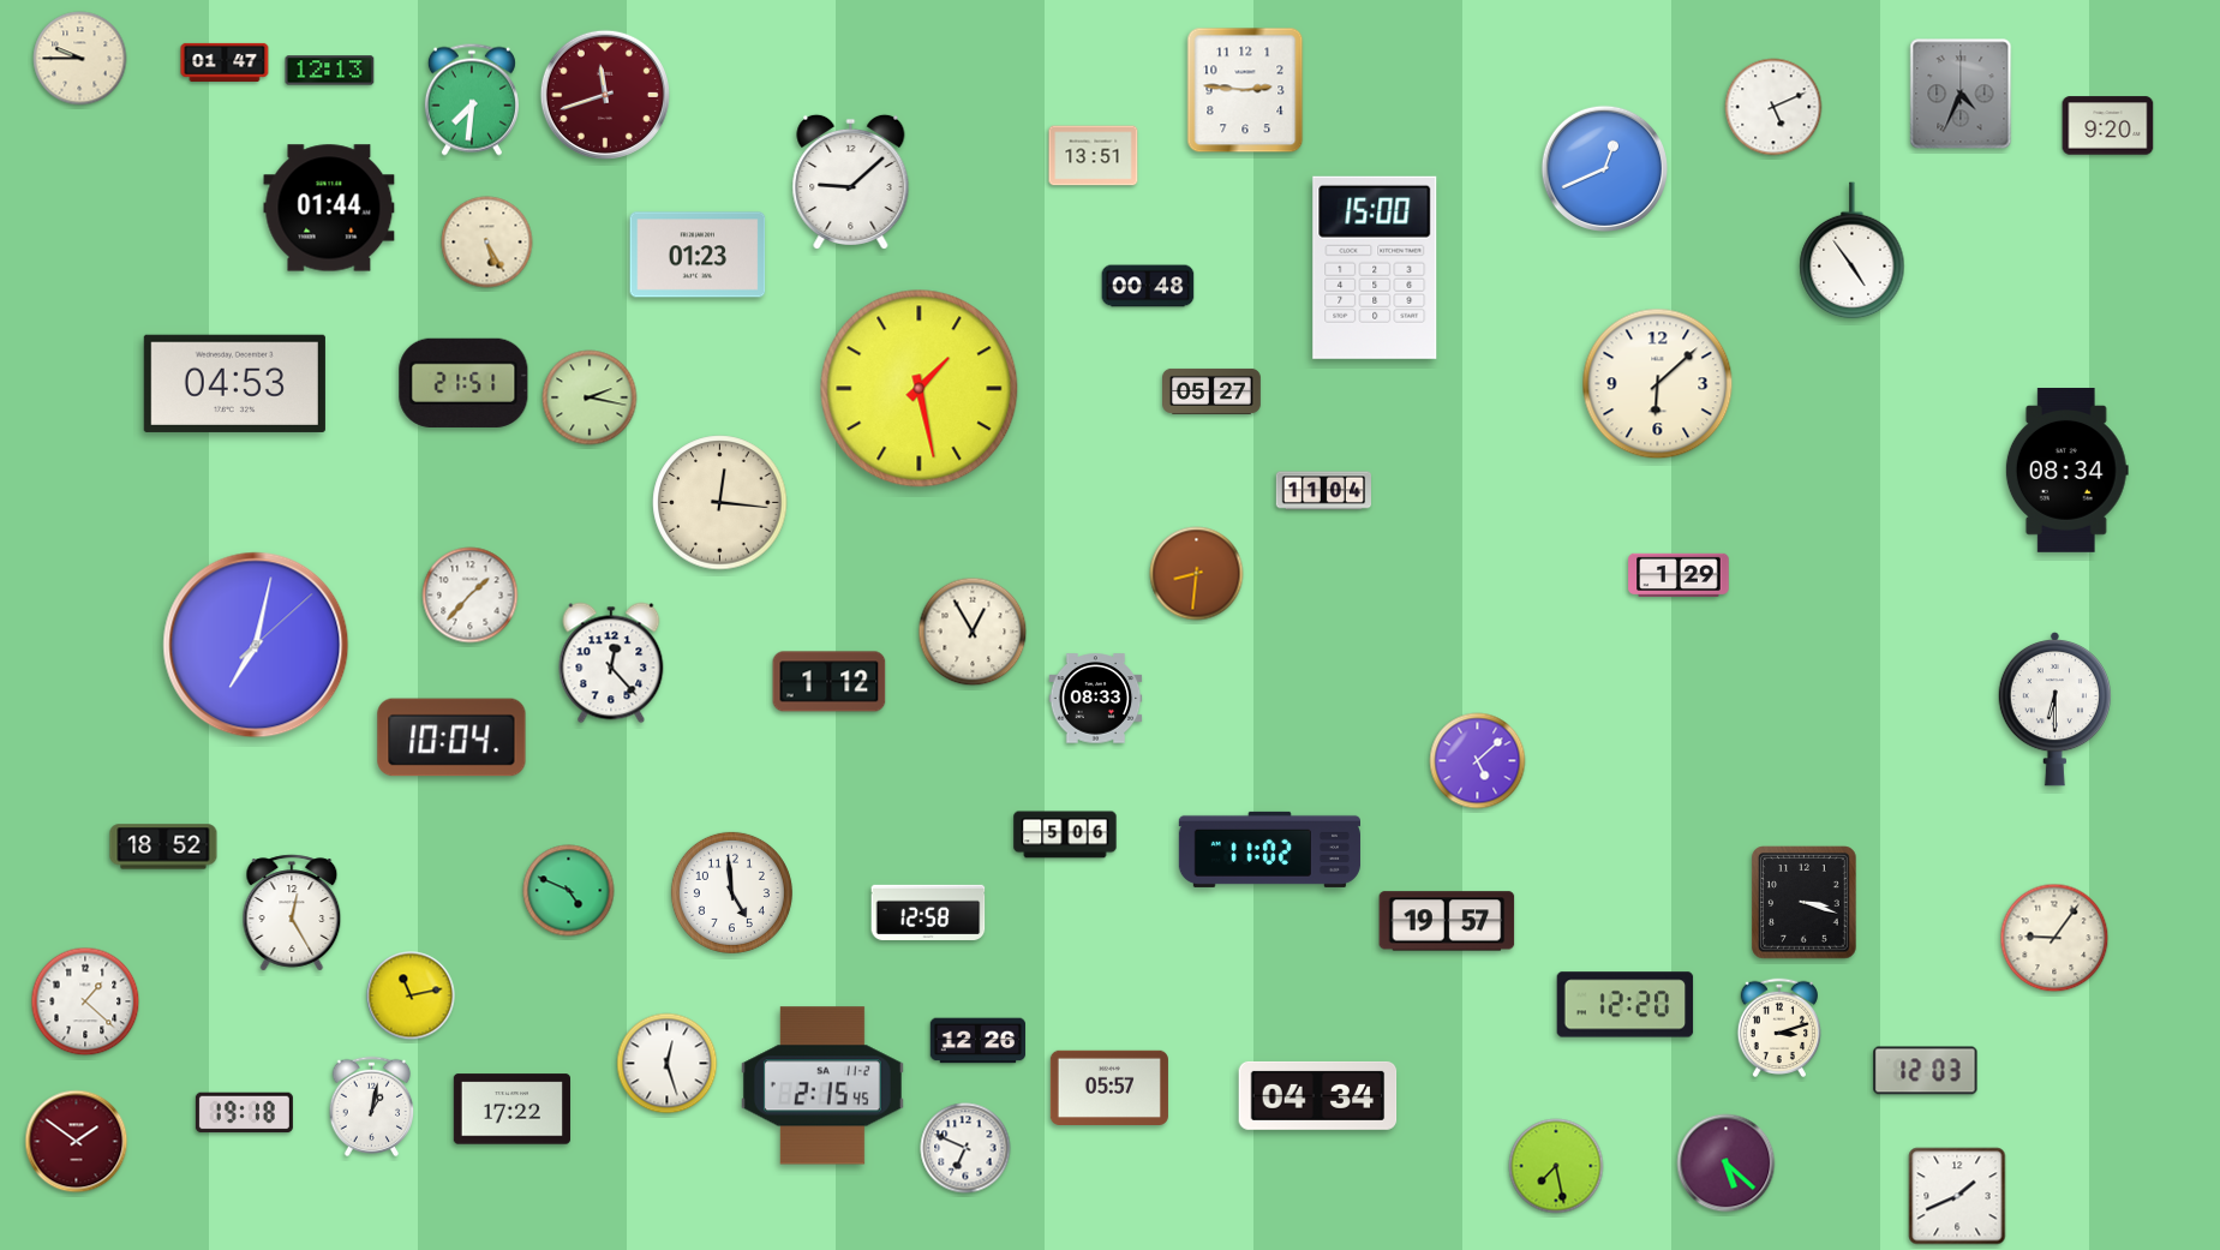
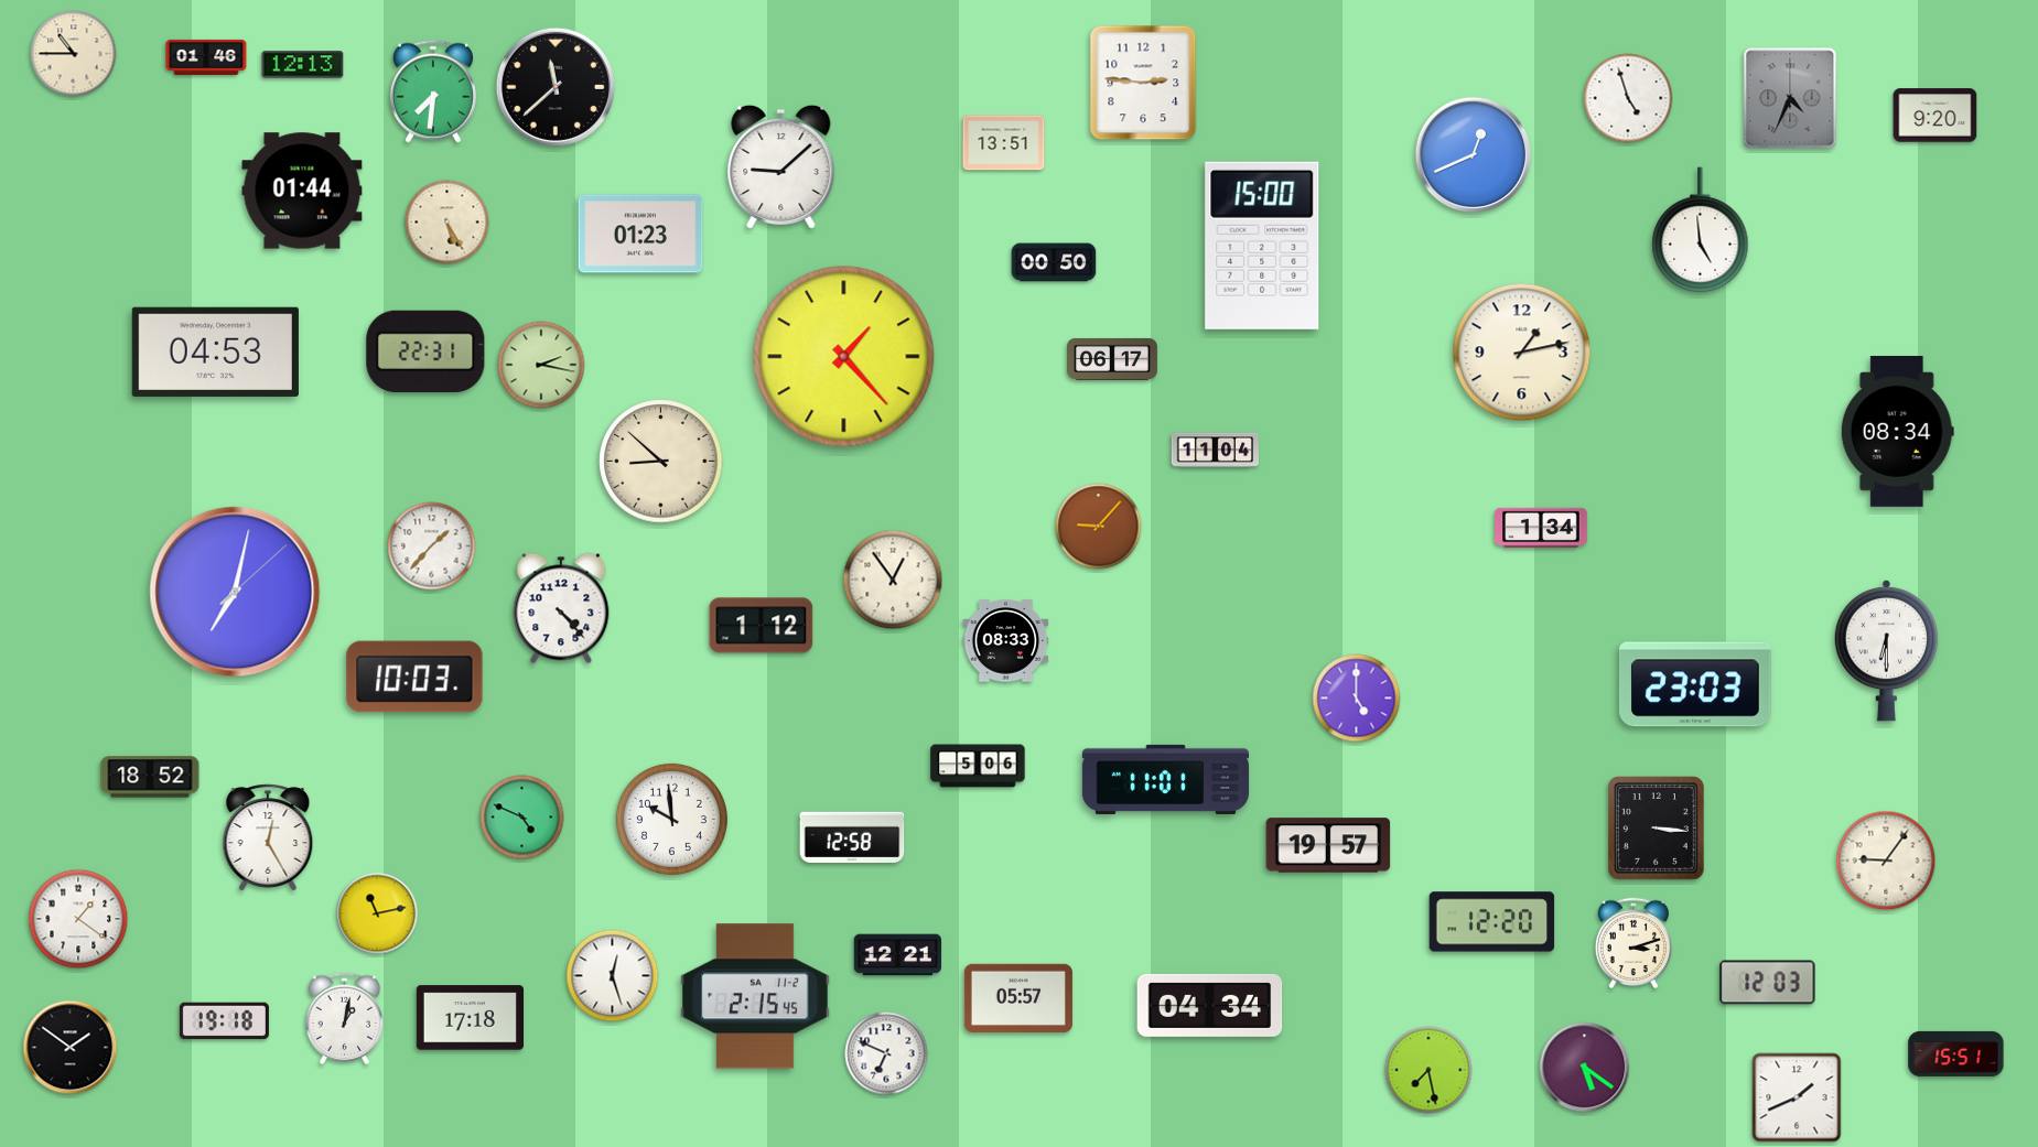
clock at (80, 59): 9:45 -> 10:45
clock at (225, 62): 01:47 -> 01:46
clock at (1961, 94) position: (1961, 94) -> (1790, 98)
clock at (605, 95): 11:42 -> 11:38
clock at (605, 95) dial: burgundy -> black
clock at (1773, 107): 5:11 -> 4:57
clock at (1853, 251): 4:54 -> 4:59
clock at (1148, 286): 00:48 -> 00:50
clock at (463, 383): 21:51 -> 22:31
clock at (1658, 384): 6:08 -> 1:13
clock at (920, 389): 1:28 -> 1:23
clock at (1213, 391): 05:27 -> 06:17
clock at (720, 503): 12:16 -> 8:52
clock at (1197, 574): 8:31 -> 9:07
clock at (1679, 574): 1:29 -> 1:34
clock at (973, 632): 12:55 -> 12:54
clock at (611, 663): 12:23 -> 4:23
clock at (451, 737): 10:04 -> 10:03
clock at (1695, 684): none -> 23:03
clock at (1478, 761): 5:08 -> 5:00
clock at (1269, 849): 11:02 -> 11:01
clock at (731, 892): 4:59 -> 9:59
clock at (1805, 903): 3:18 -> 3:16
clock at (85, 1001): 1:22 -> 1:21
clock at (977, 1041): 12:26 -> 12:21
clock at (372, 1107) position: (372, 1107) -> (345, 1019)
clock at (511, 1110): 17:22 -> 17:18
clock at (77, 1142) dial: burgundy -> black
clock at (1956, 1053): none -> 15:51
clock at (1727, 1164): 5:22 -> 5:21
